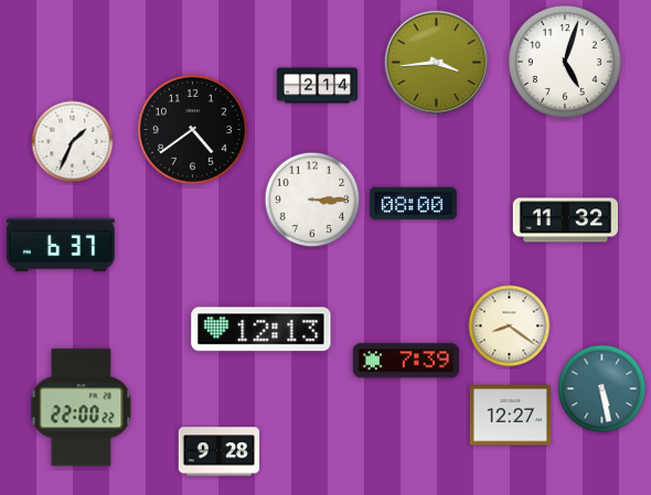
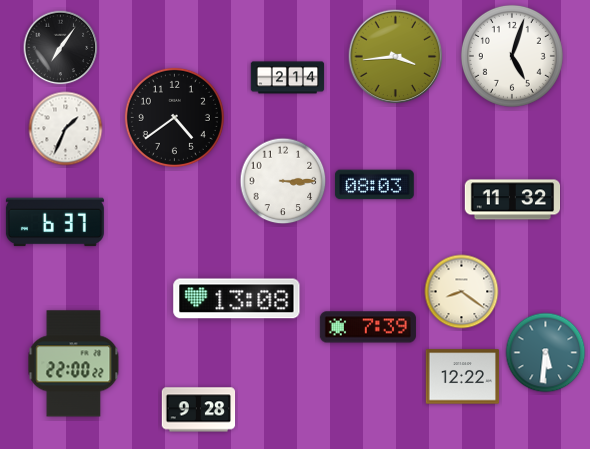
clock at (61, 48): none -> 7:06
clock at (414, 204): 08:00 -> 08:03
clock at (510, 326) position: (510, 326) -> (462, 292)
clock at (262, 330): 12:13 -> 13:08
clock at (602, 389): 5:28 -> 5:31
clock at (82, 408) position: (82, 408) -> (74, 364)
clock at (511, 416): 12:27 -> 12:22
